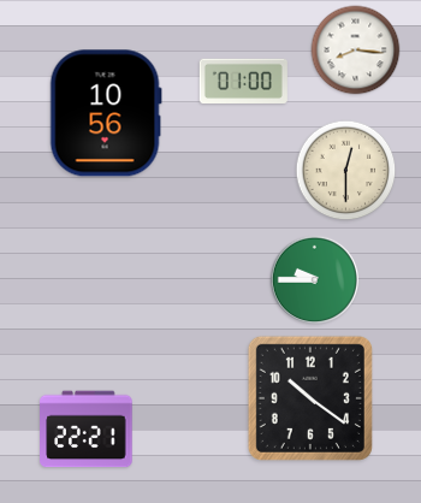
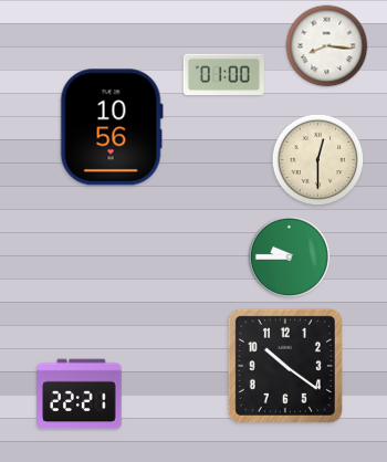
clock at (106, 113) position: (106, 113) -> (112, 127)
clock at (346, 171) position: (346, 171) -> (318, 160)
